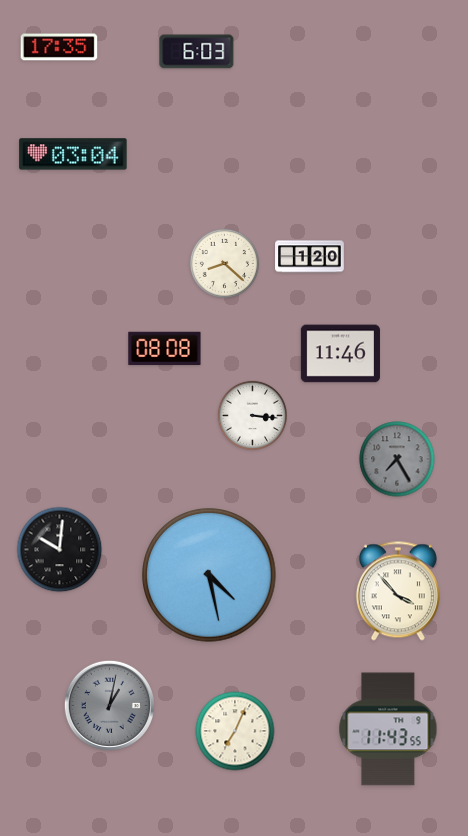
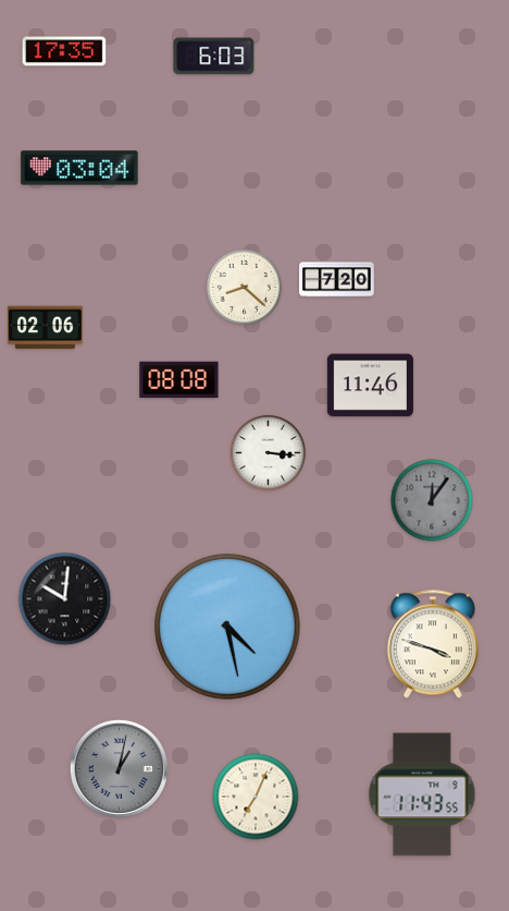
clock at (310, 257): 1:20 -> 7:20
clock at (46, 328): none -> 02:06
clock at (252, 415) position: (252, 415) -> (268, 452)
clock at (397, 459): 7:25 -> 12:06
clock at (398, 591): 3:53 -> 3:48
